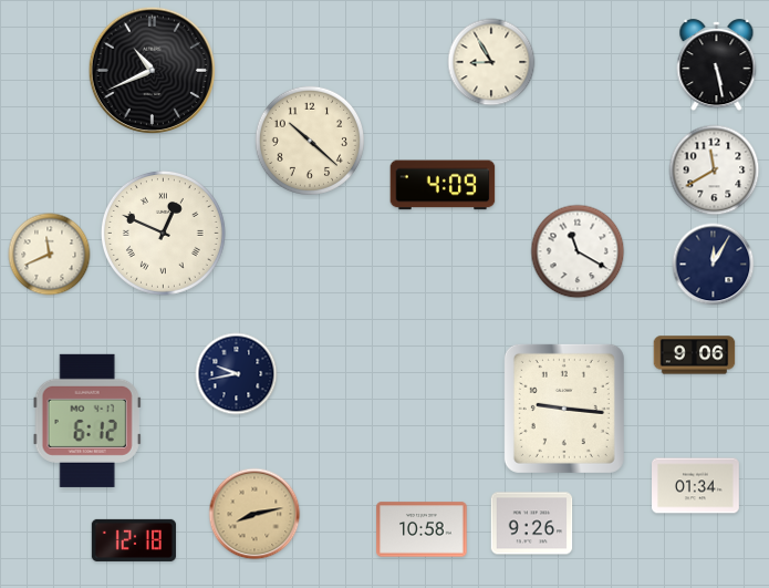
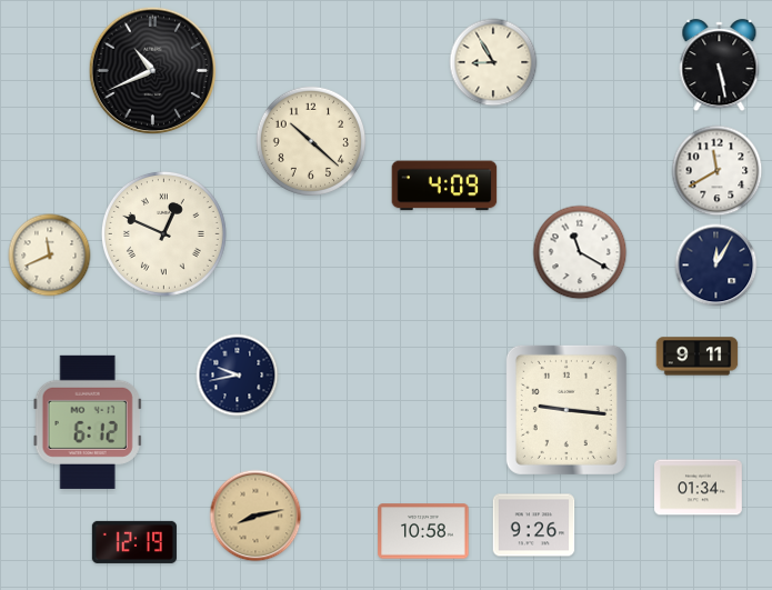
clock at (695, 355): 9:06 -> 9:11
clock at (134, 540): 12:18 -> 12:19
